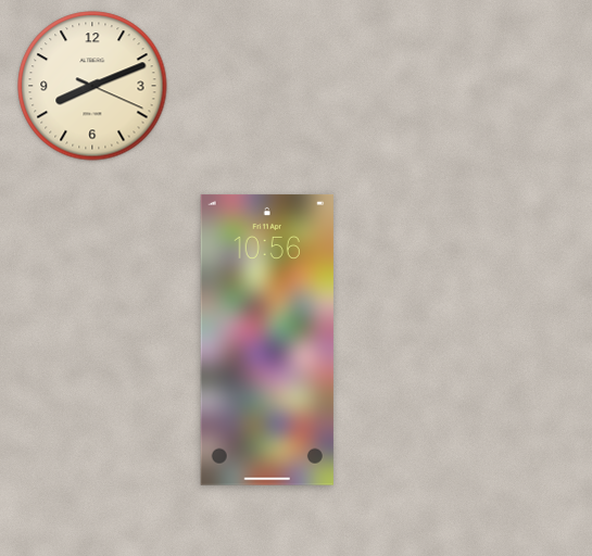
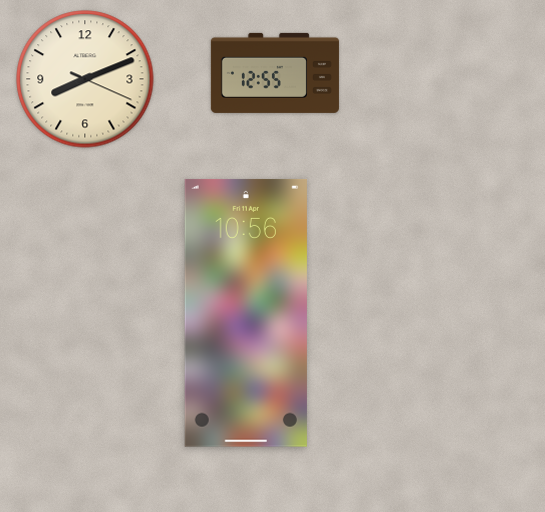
clock at (275, 73): none -> 12:55
